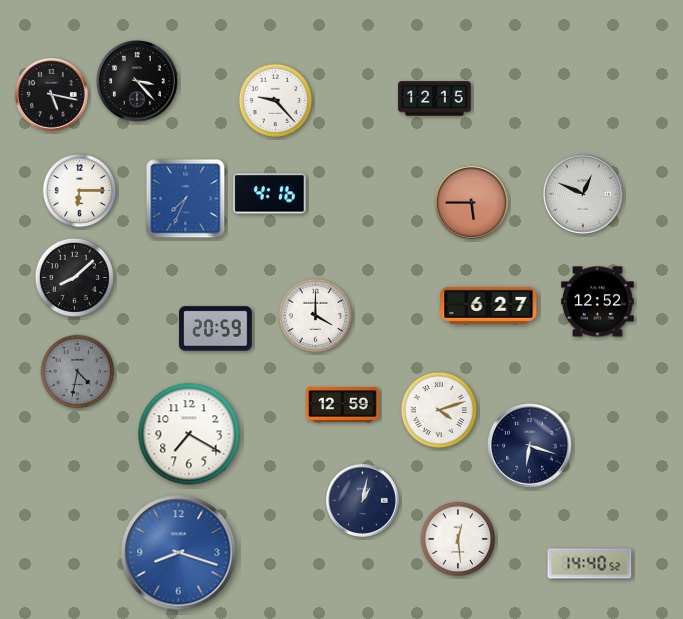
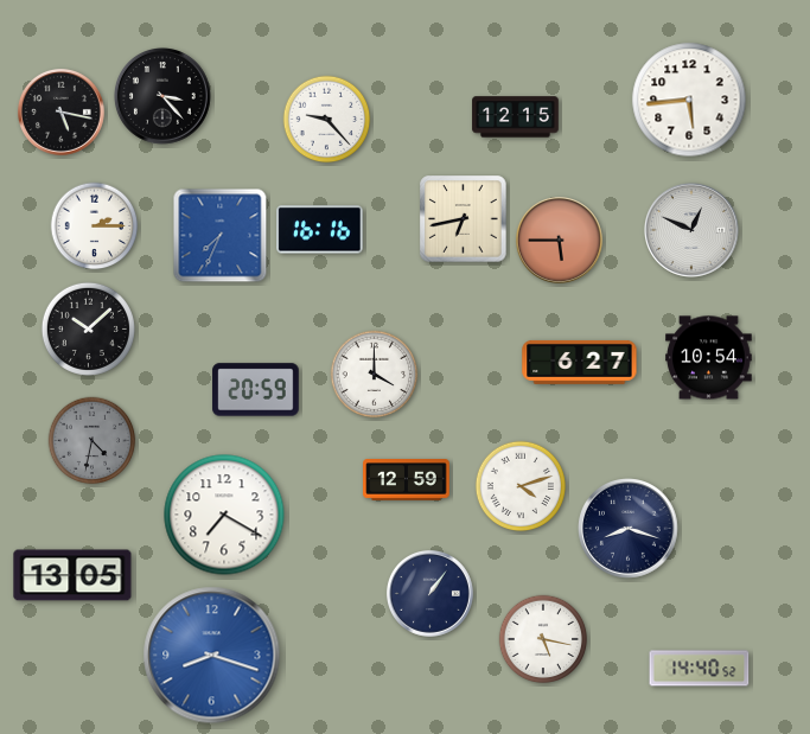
clock at (689, 100): none -> 5:44
clock at (464, 219): none -> 6:43
clock at (80, 191): 6:15 -> 2:15
clock at (270, 194): 4:16 -> 16:16
clock at (74, 277): 8:08 -> 10:08
clock at (598, 302): 12:52 -> 10:54
clock at (530, 446): 6:18 -> 8:18
clock at (72, 575): none -> 13:05
clock at (362, 500): 1:02 -> 1:06
clock at (458, 539): 12:29 -> 5:17
